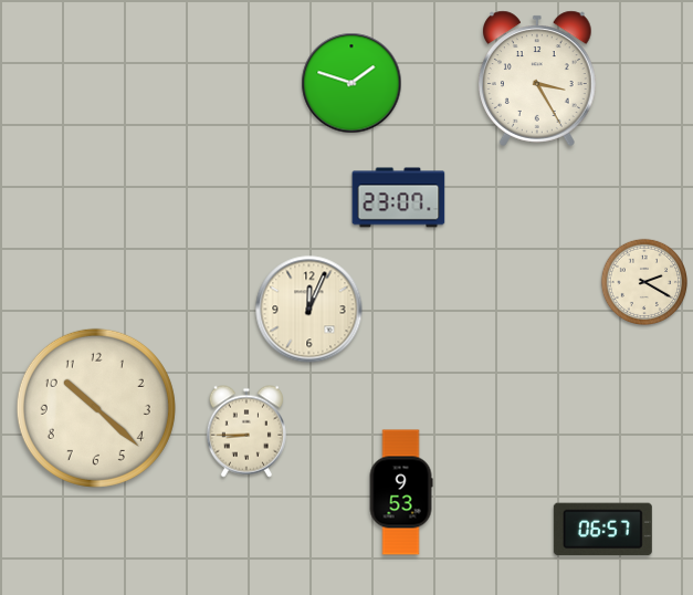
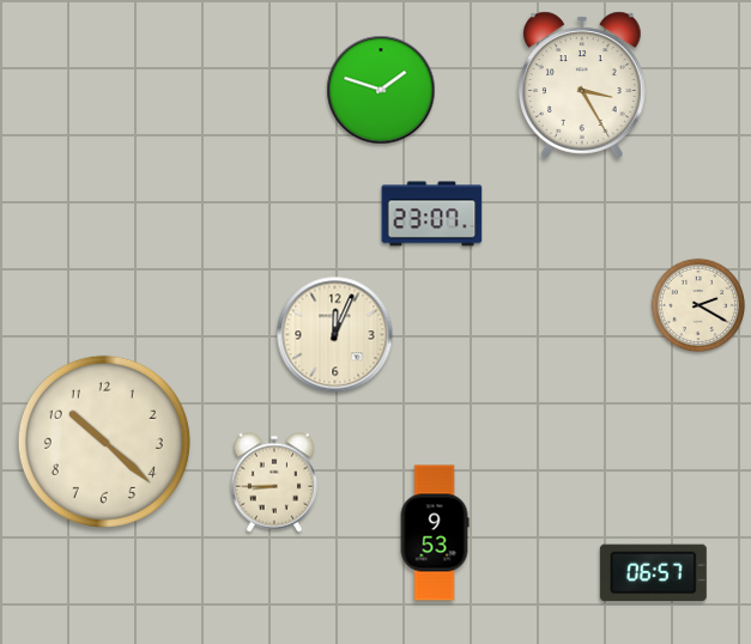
clock at (245, 431) position: (245, 431) -> (273, 482)
